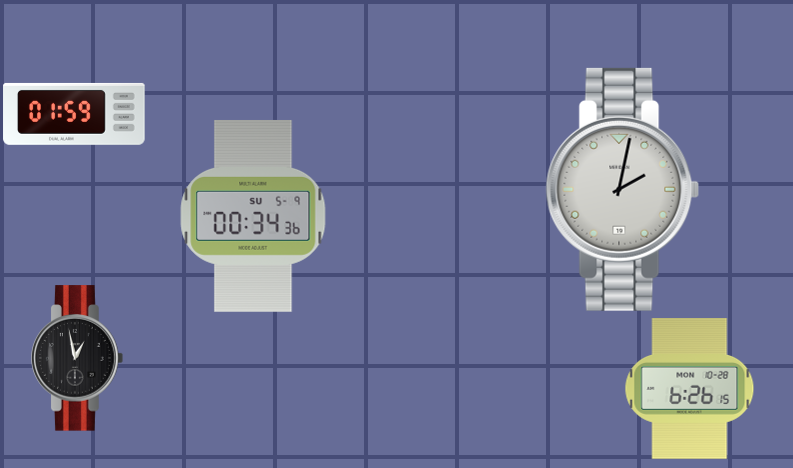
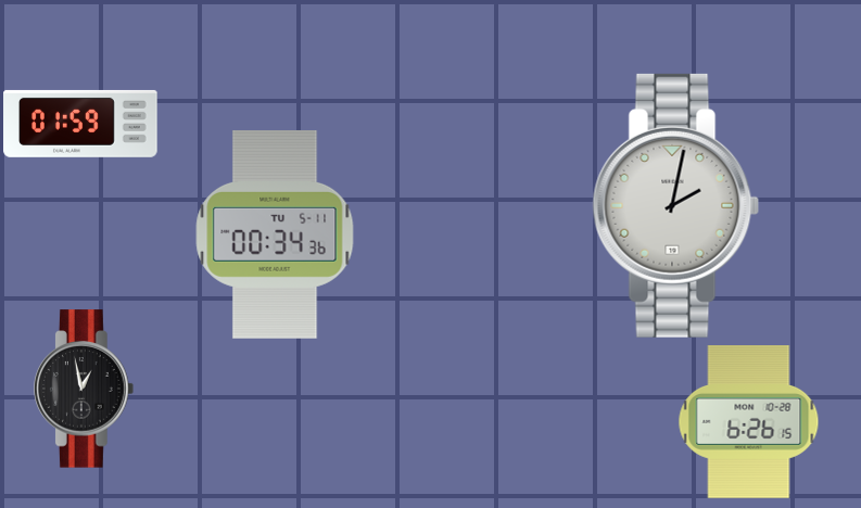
clock at (253, 216) date: SU 5-9 -> TU 5-11
